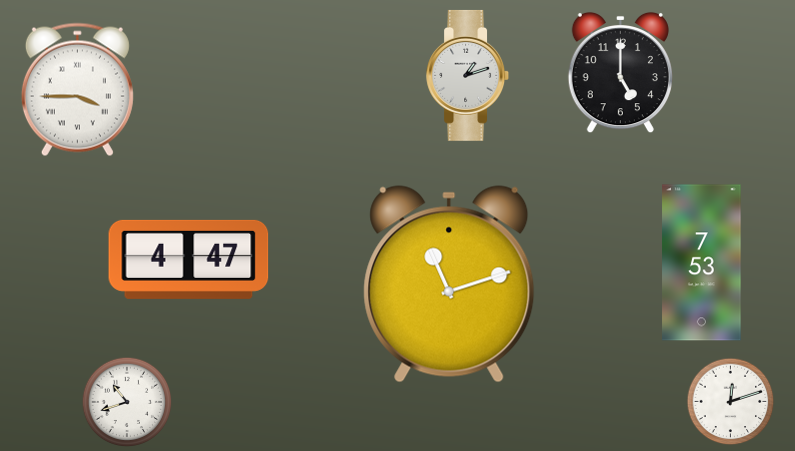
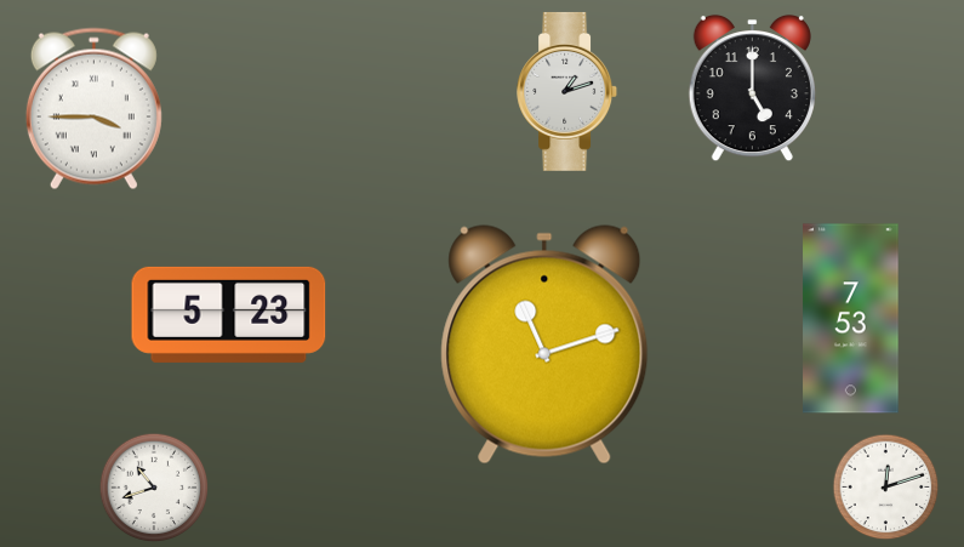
clock at (189, 259): 4:47 -> 5:23
